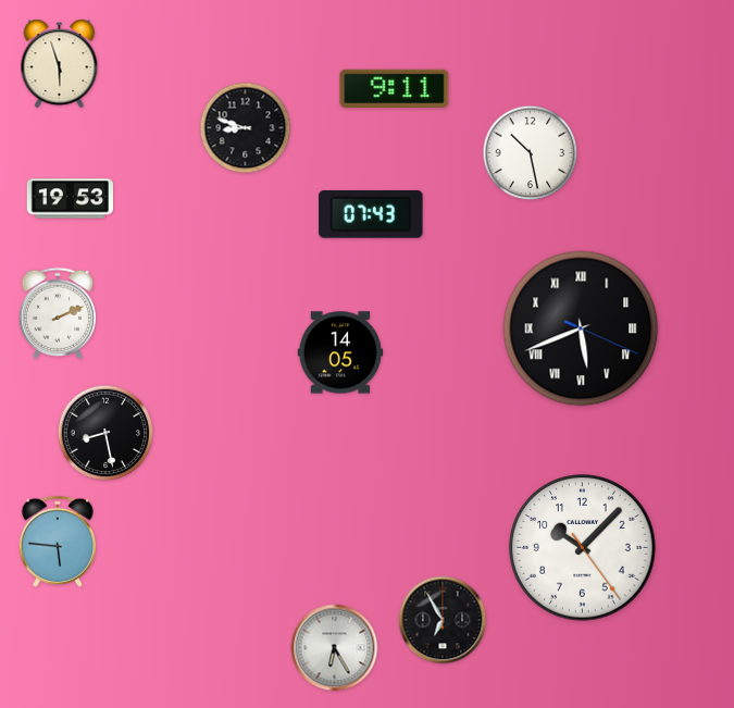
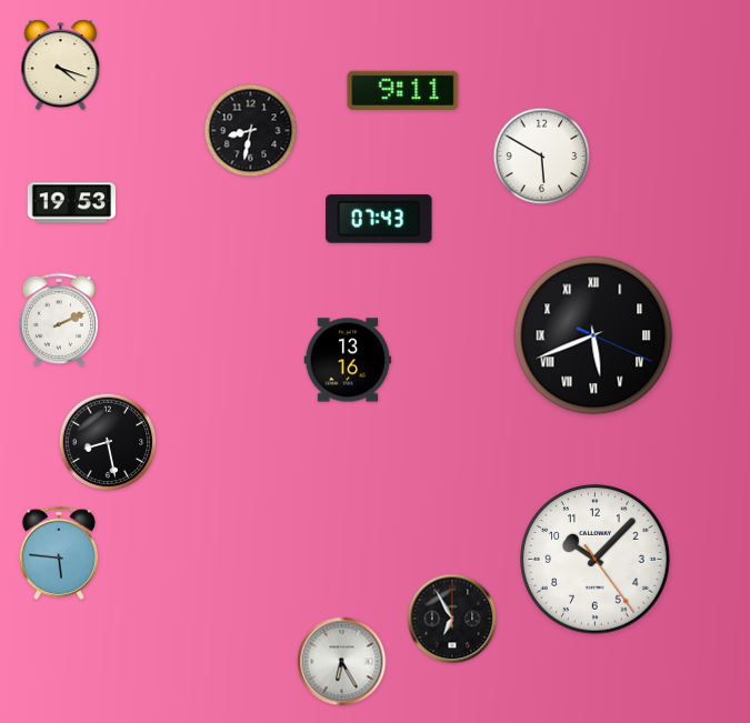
clock at (60, 64): 5:57 -> 4:18
clock at (246, 128): 8:48 -> 8:32
clock at (531, 153): 10:28 -> 5:50
clock at (340, 352): 14:05 -> 13:16
clock at (443, 620) position: (443, 620) -> (452, 619)
